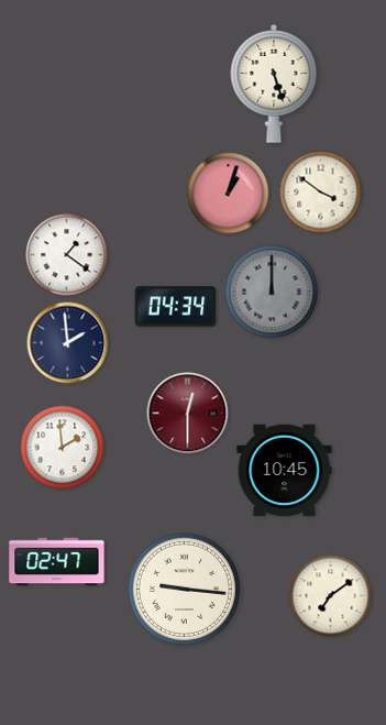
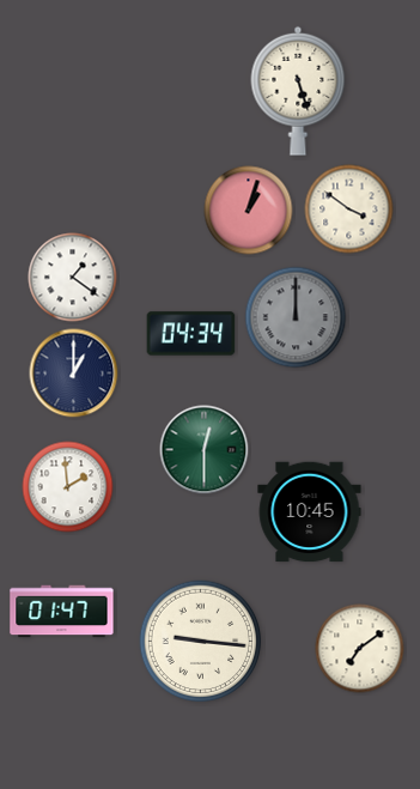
clock at (68, 343): 1:59 -> 1:00
clock at (188, 414) dial: burgundy -> green
clock at (57, 562): 02:47 -> 01:47
